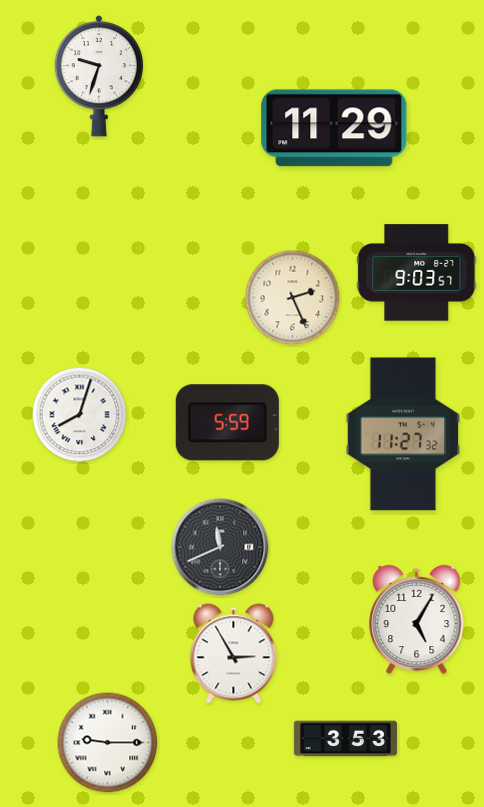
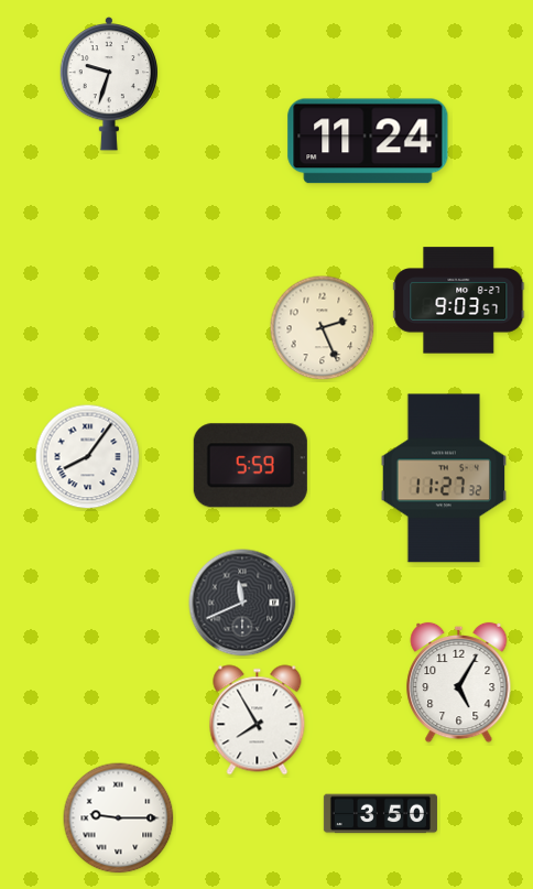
clock at (334, 128): 11:29 -> 11:24
clock at (80, 415): 8:03 -> 8:06
clock at (234, 654): 2:55 -> 7:55
clock at (345, 739): 3:53 -> 3:50
